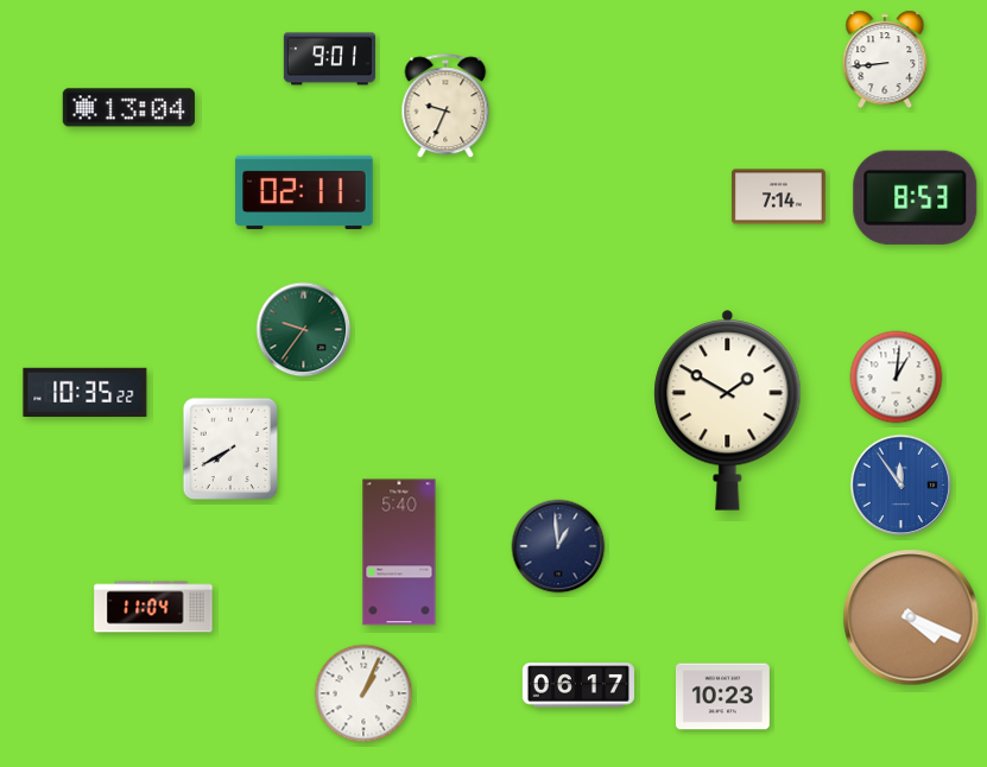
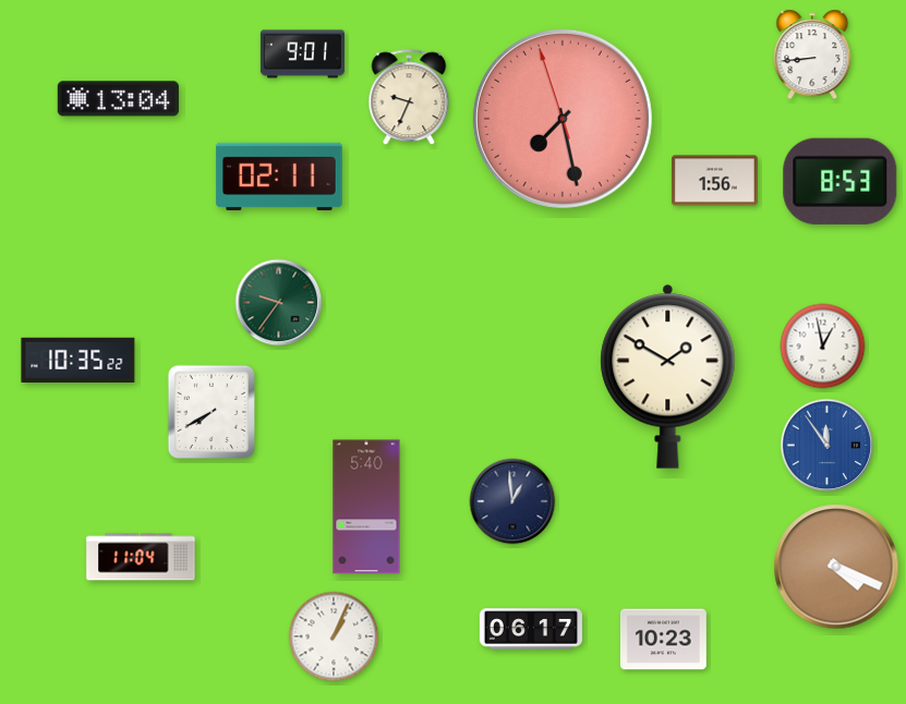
clock at (563, 119): none -> 7:27
clock at (778, 197): 7:14 -> 1:56
clock at (897, 378): 1:01 -> 12:58
